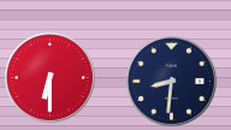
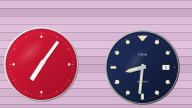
clock at (49, 77): 6:30 -> 7:06
